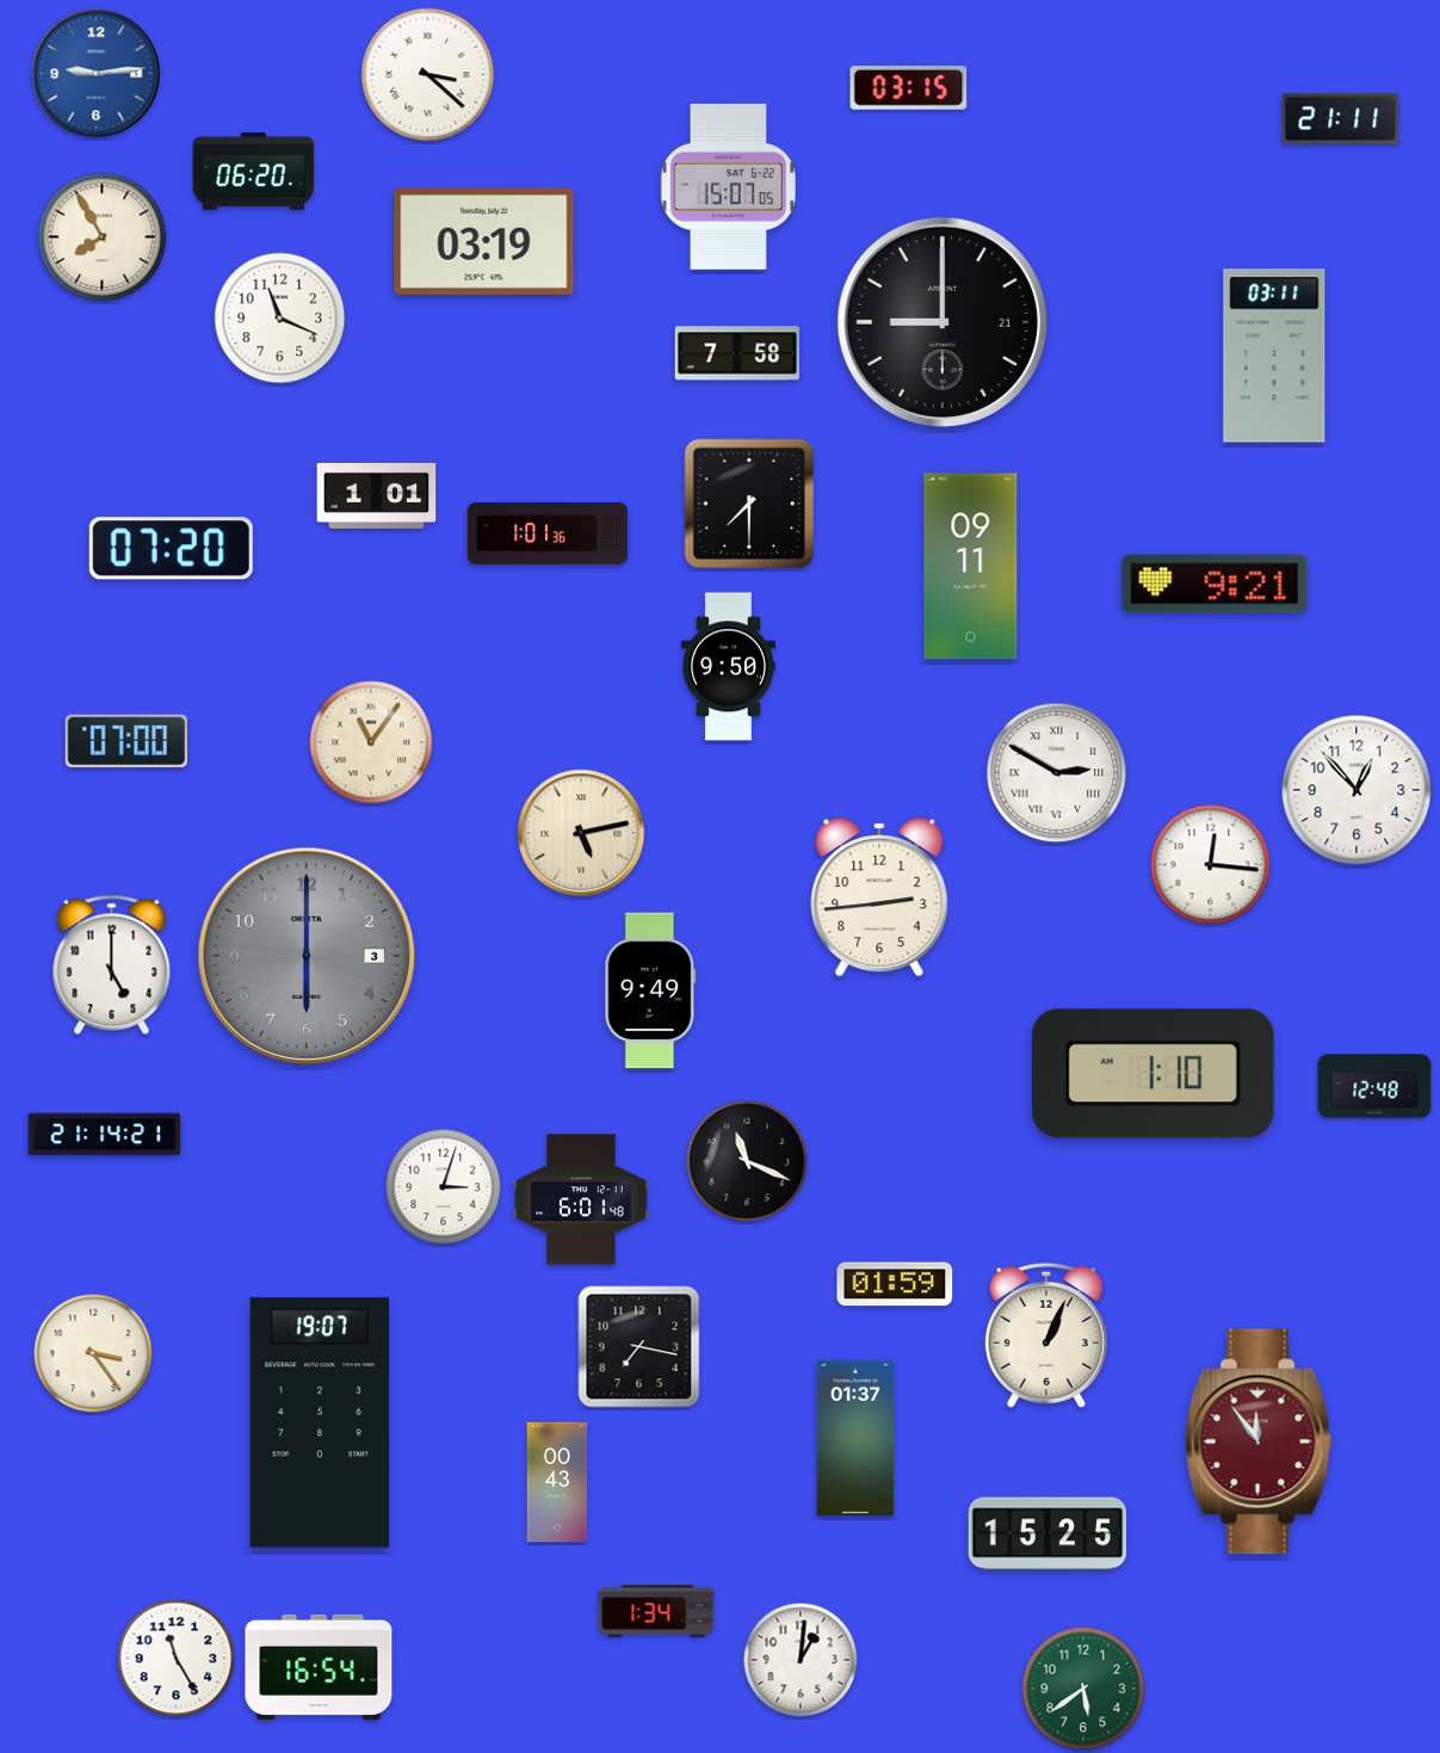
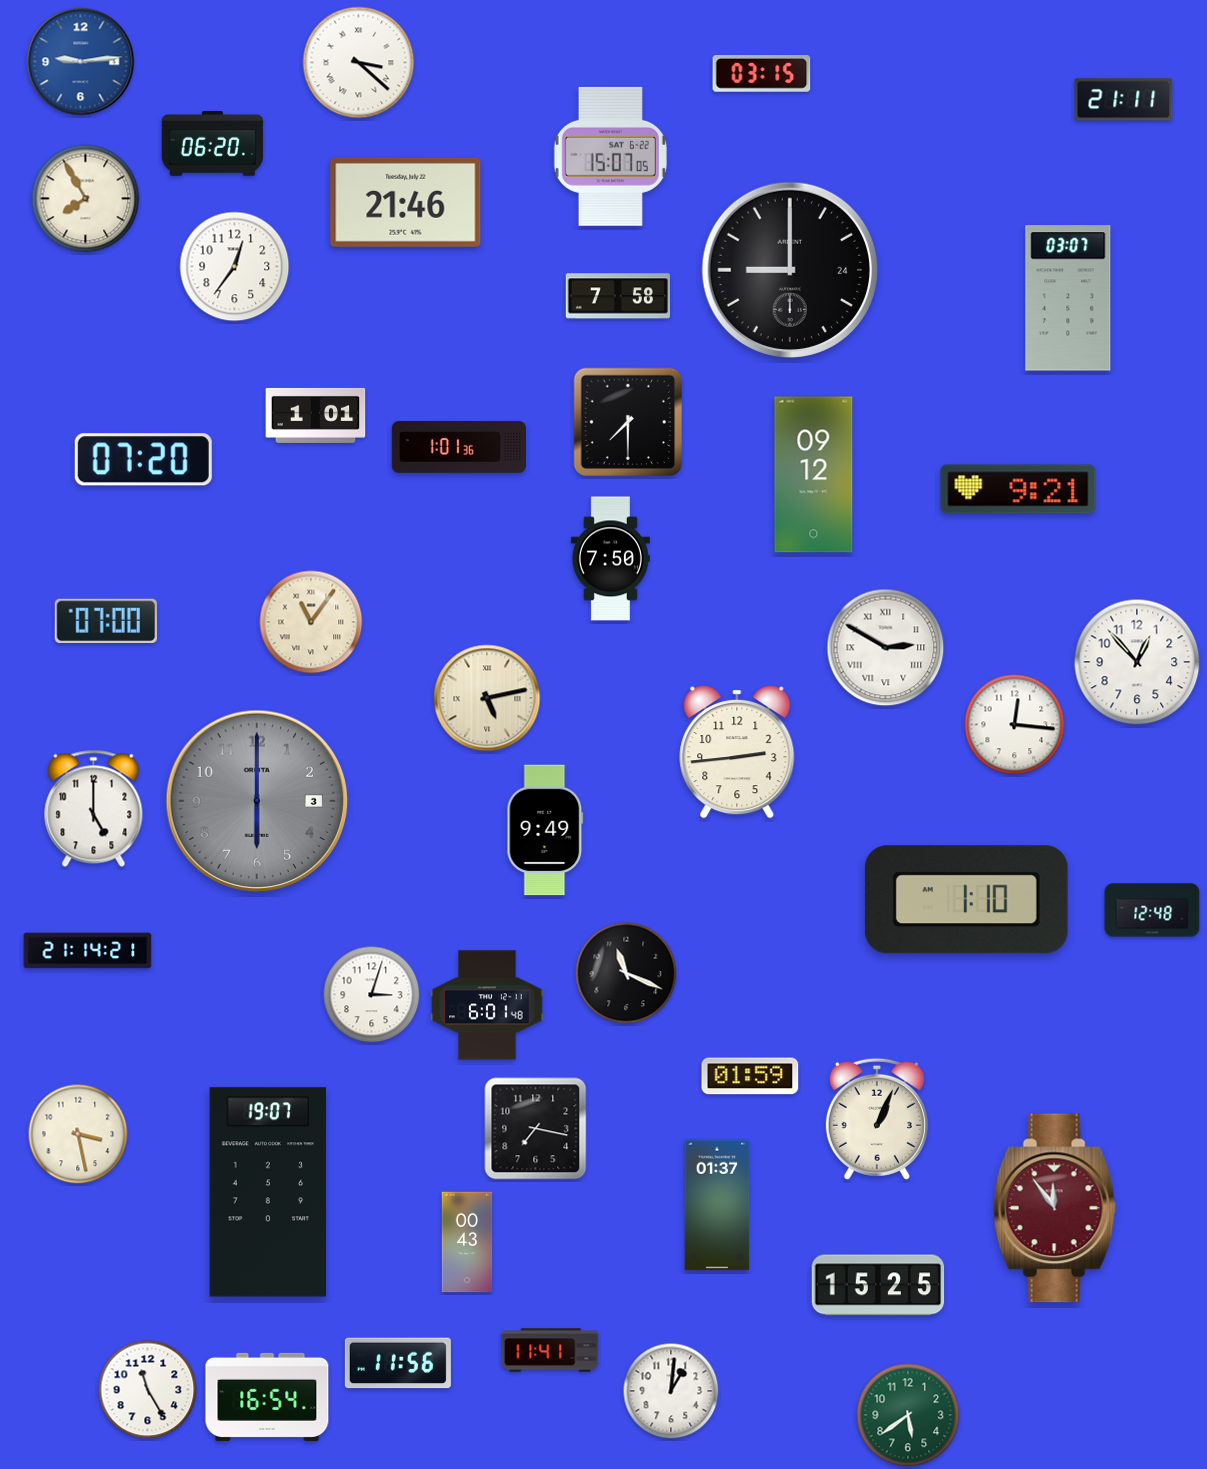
clock at (484, 241): 03:19 -> 21:46
clock at (280, 319): 11:19 -> 12:36
clock at (943, 322) date: 21 -> 24
clock at (1274, 356): 03:11 -> 03:07
clock at (971, 567): 09:11 -> 09:12
clock at (728, 667): 9:50 -> 7:50
clock at (93, 1353): 3:24 -> 3:28
clock at (656, 1611): 1:34 -> 11:41
clock at (398, 1363): none -> 11:56
